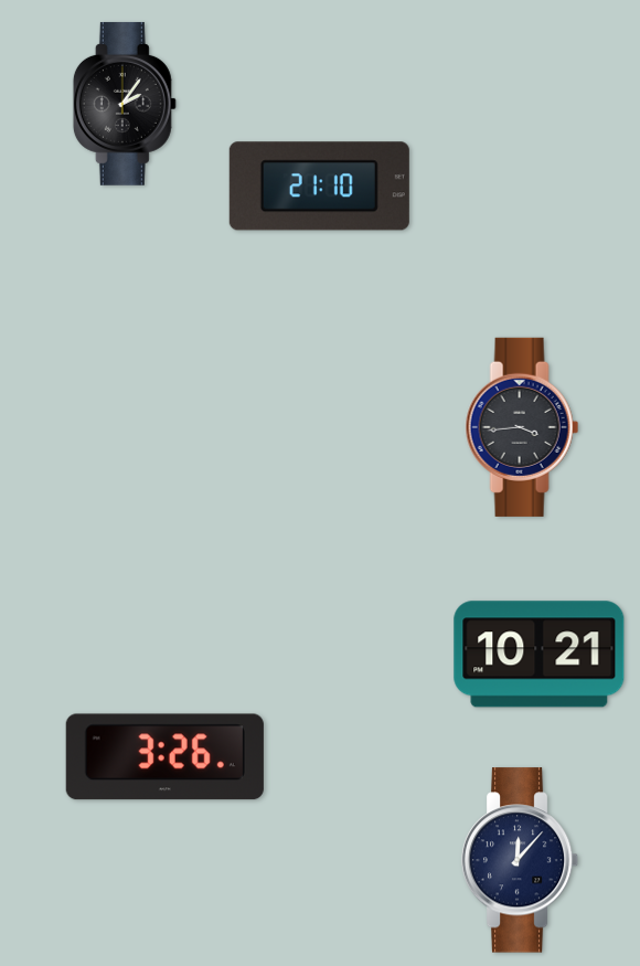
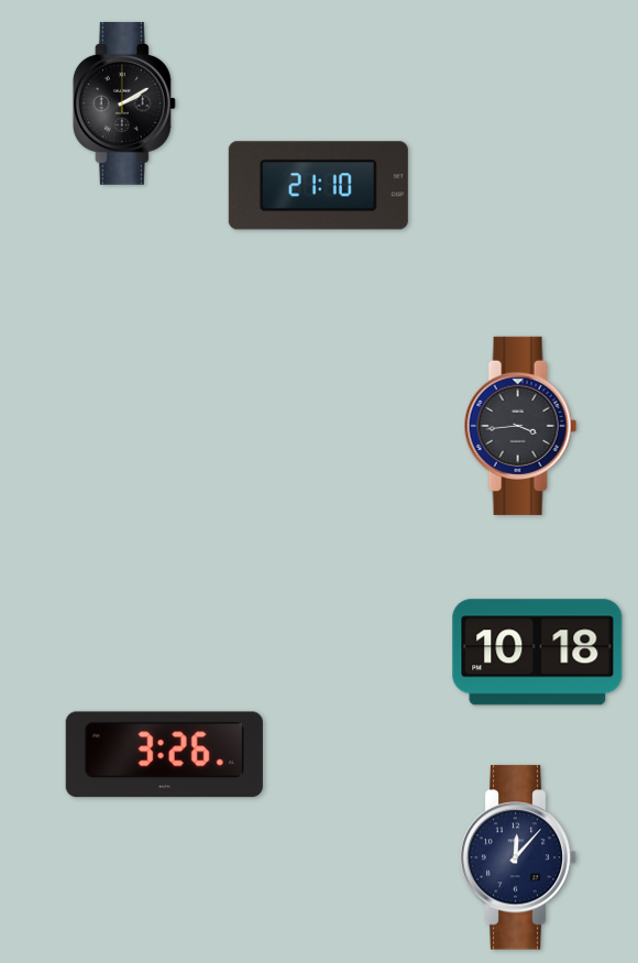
clock at (125, 104): 2:06 -> 2:10
clock at (540, 655): 10:21 -> 10:18
